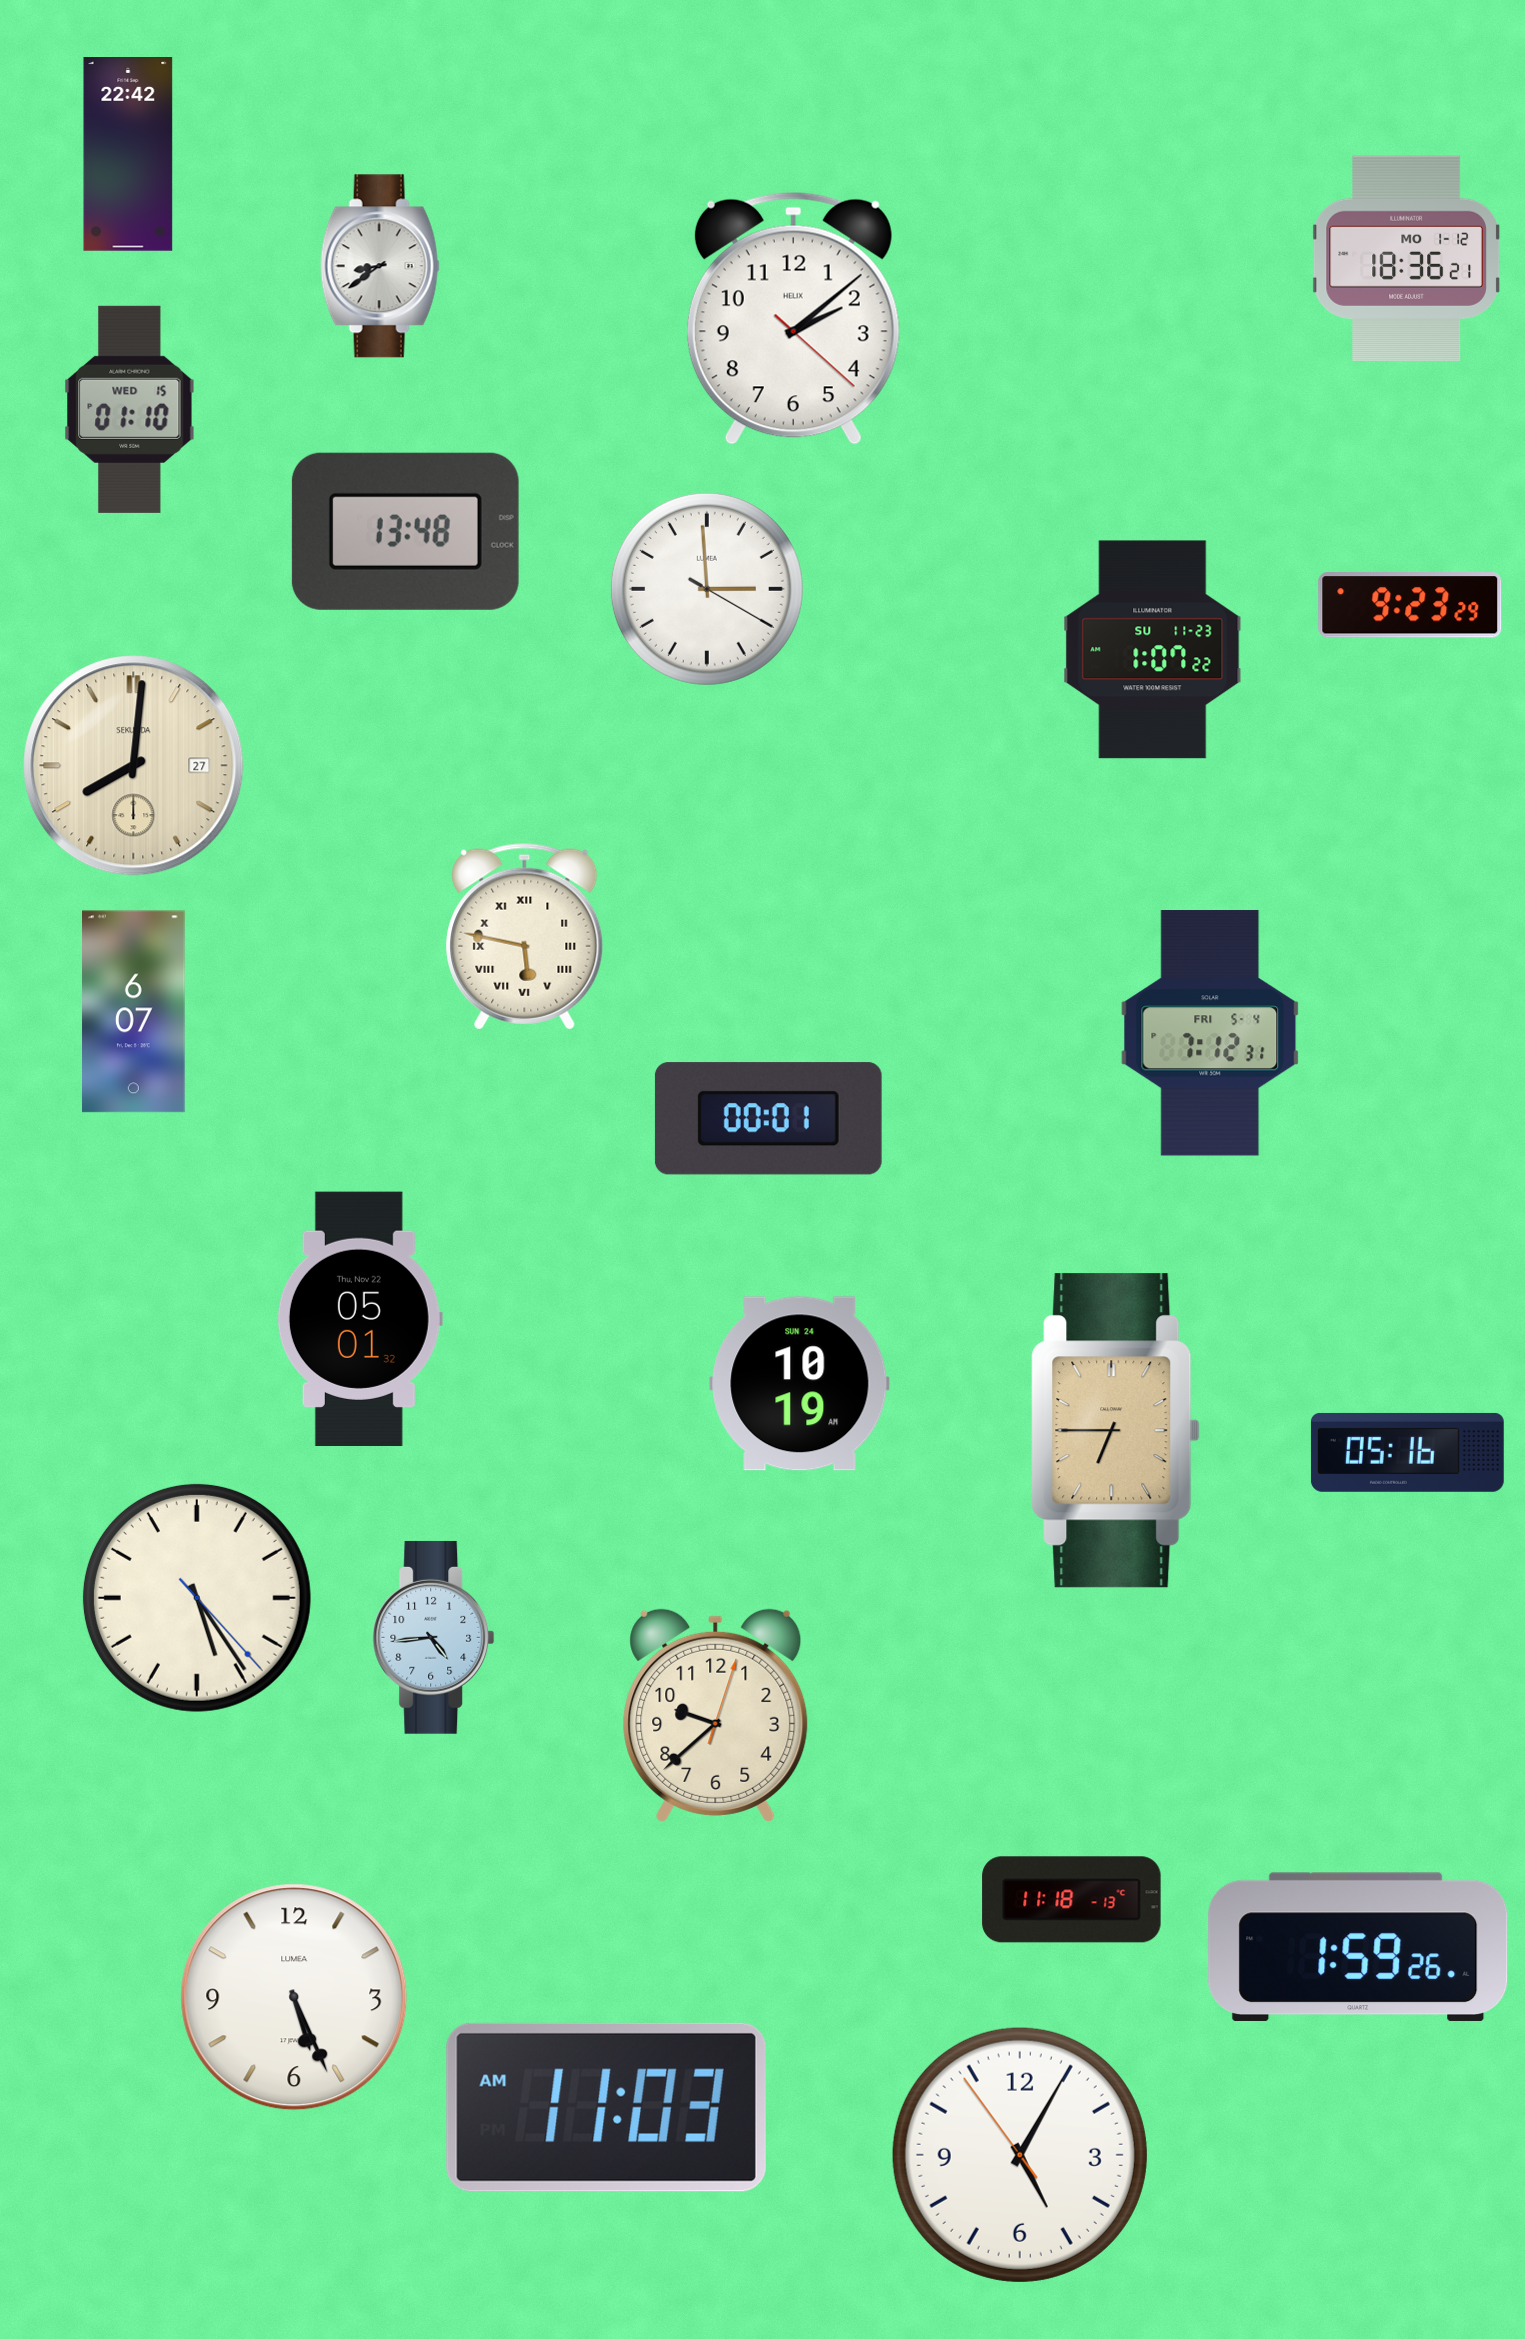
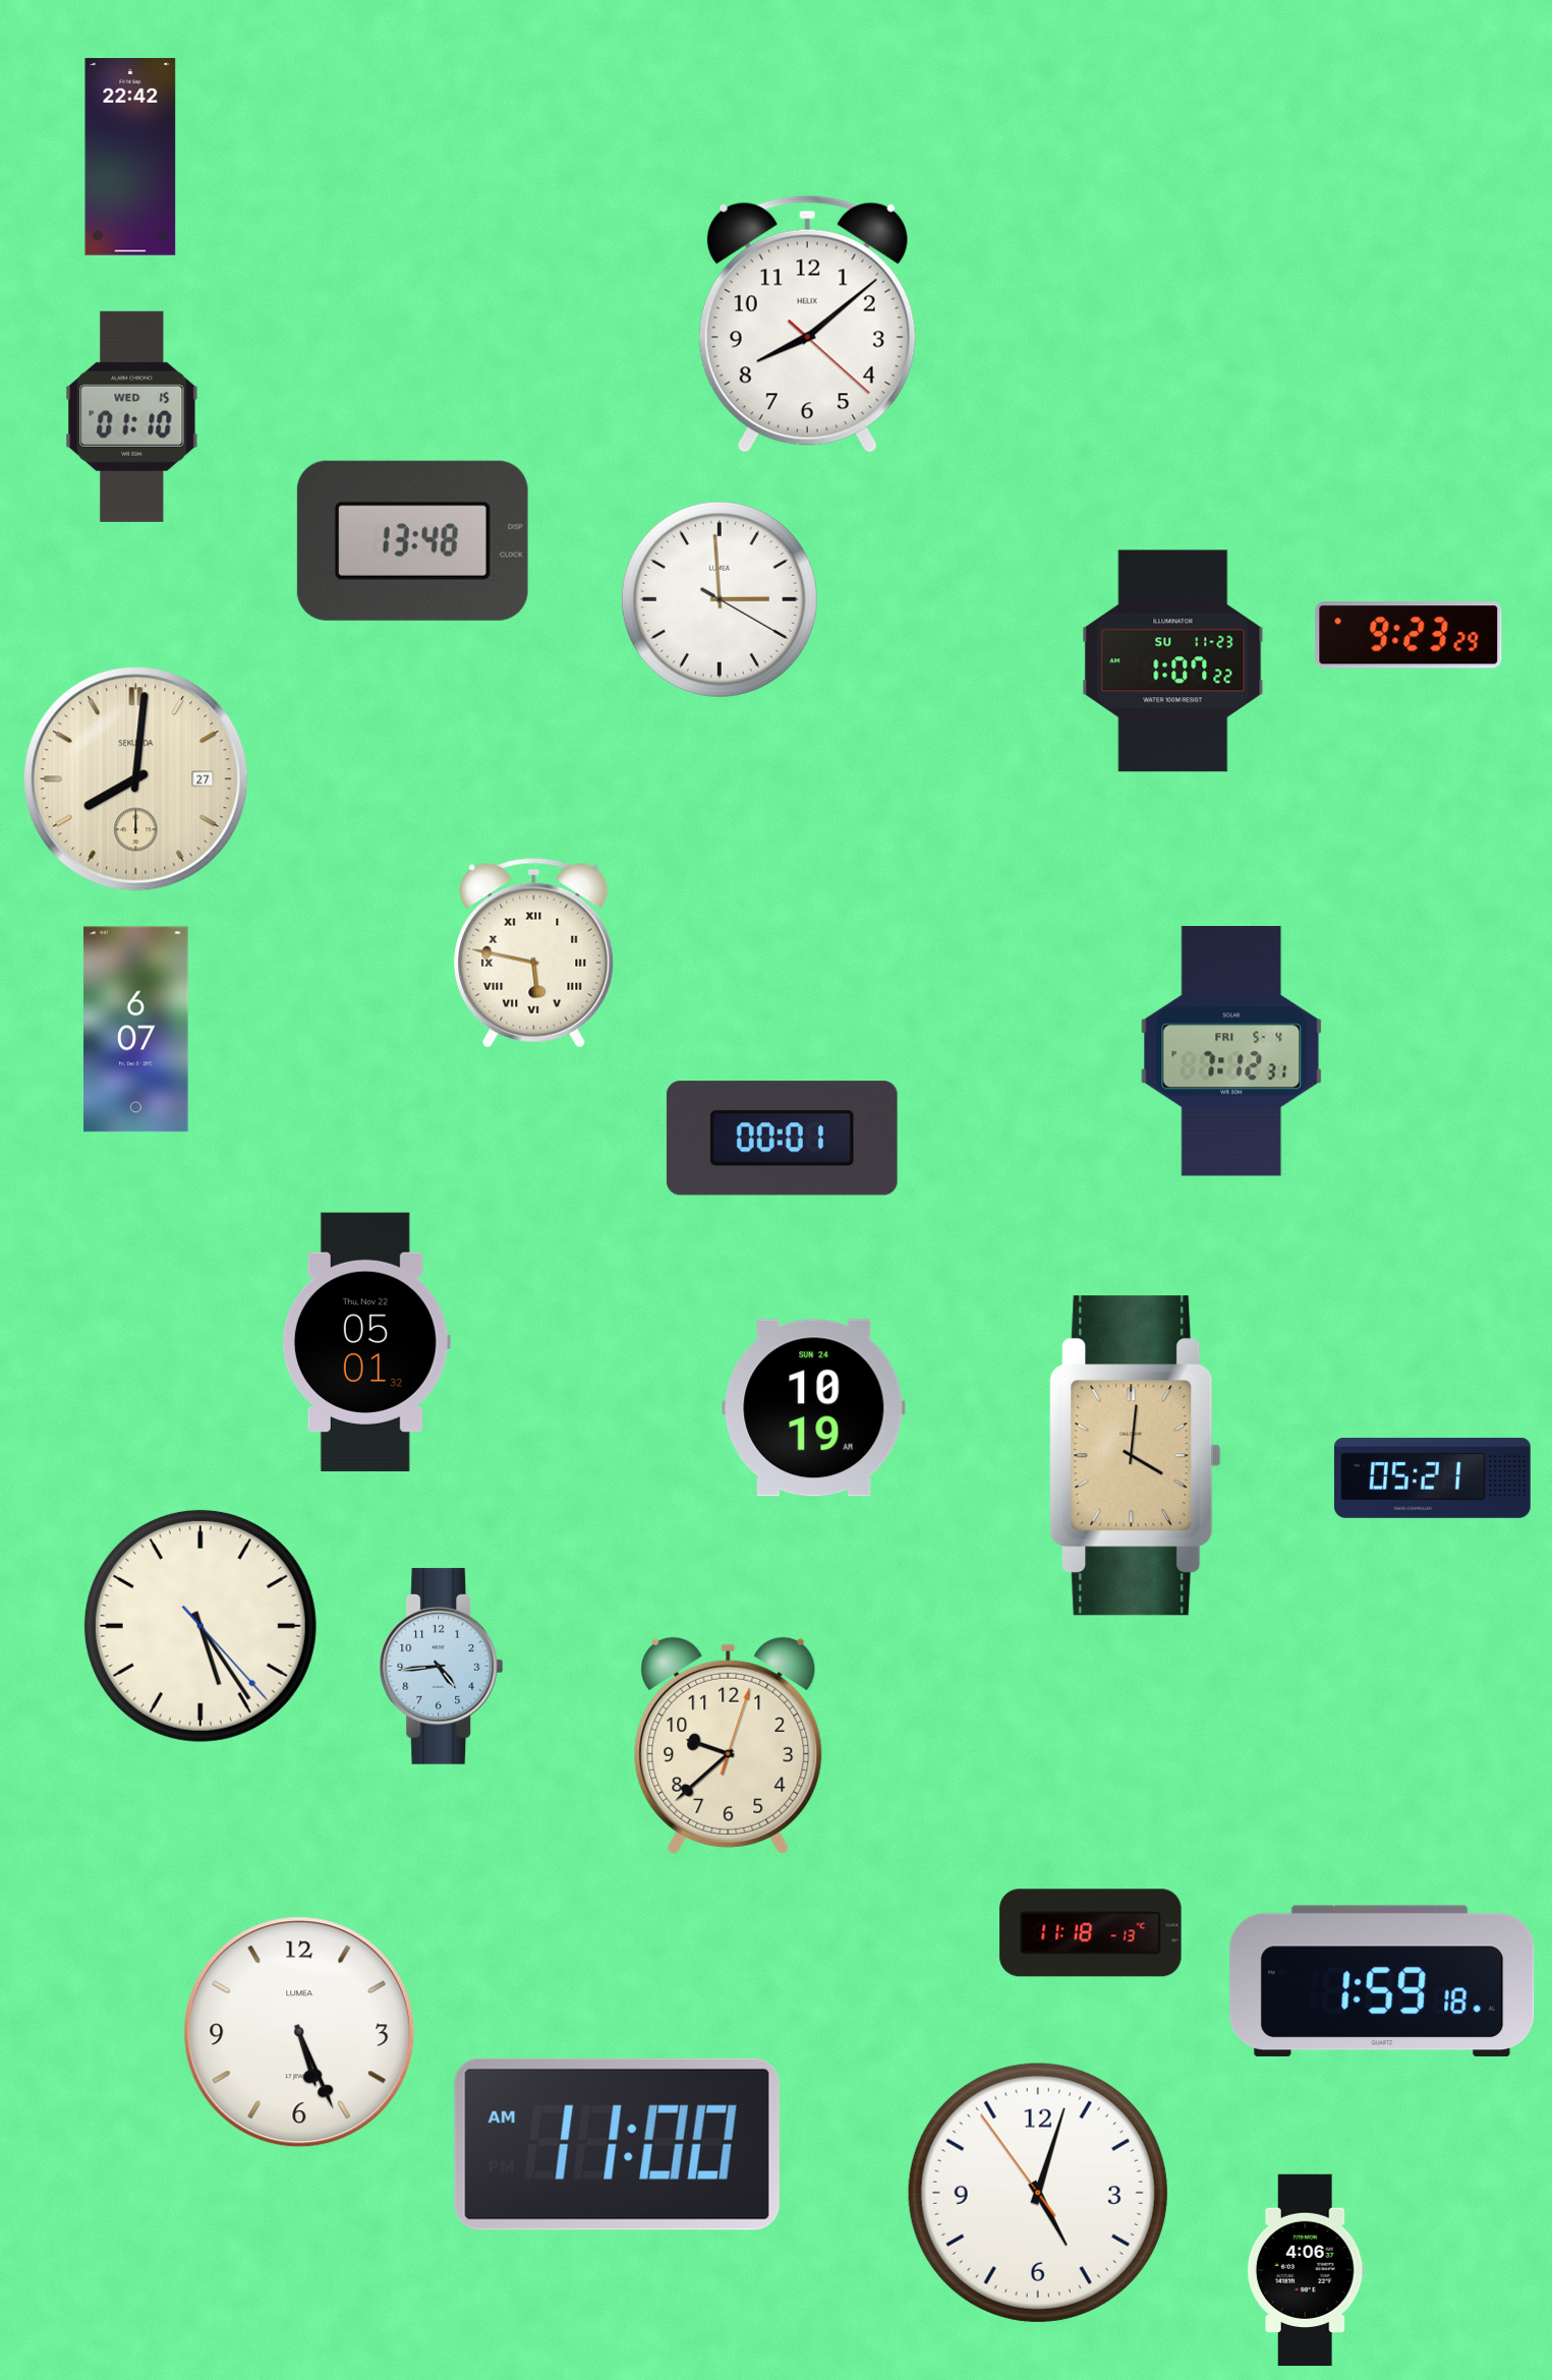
clock at (1406, 258): 18:36 -> none
clock at (380, 266): 8:39 -> none
clock at (793, 318): 2:08 -> 8:08
clock at (1410, 605) position: (1410, 605) -> (1409, 635)
clock at (1116, 1431): 6:45 -> 4:01
clock at (1407, 1452): 05:16 -> 05:21
clock at (1358, 1947): 1:59:26 -> 1:59:18
clock at (606, 2107): 11:03 -> 11:00
clock at (1020, 2155): 5:04 -> 5:02
clock at (1306, 2270): none -> 4:06
